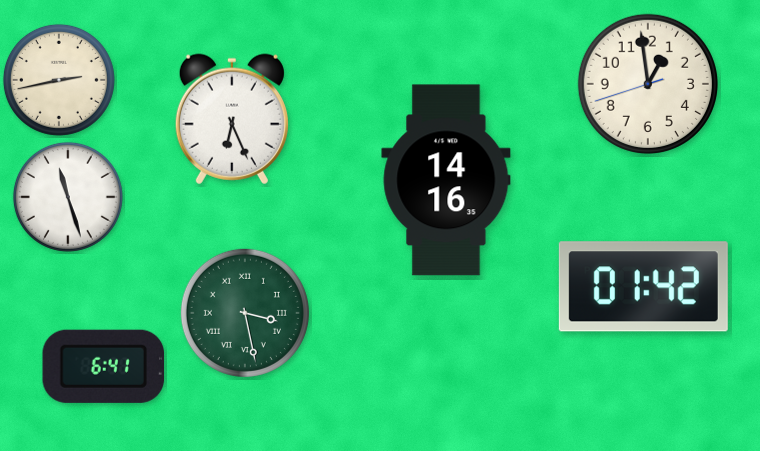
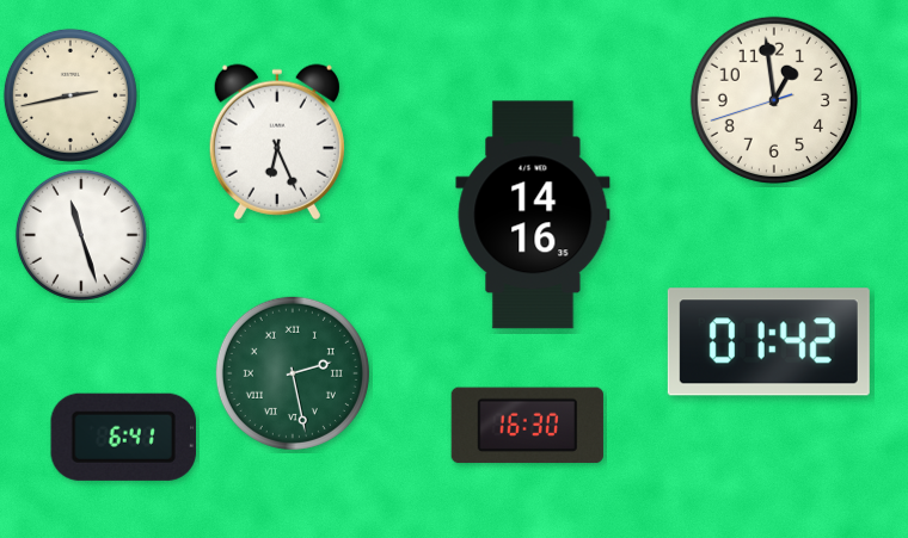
clock at (245, 313): 3:28 -> 2:28
clock at (527, 426): none -> 16:30
